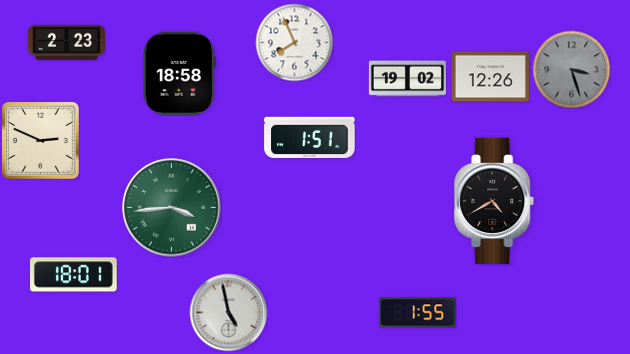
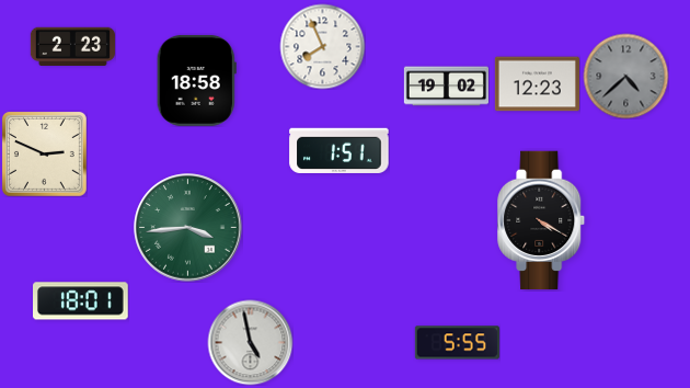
clock at (571, 69): 3:27 -> 4:38
clock at (490, 77): 12:26 -> 12:23
clock at (495, 201): 4:40 -> 4:20
clock at (417, 313): 1:55 -> 5:55
